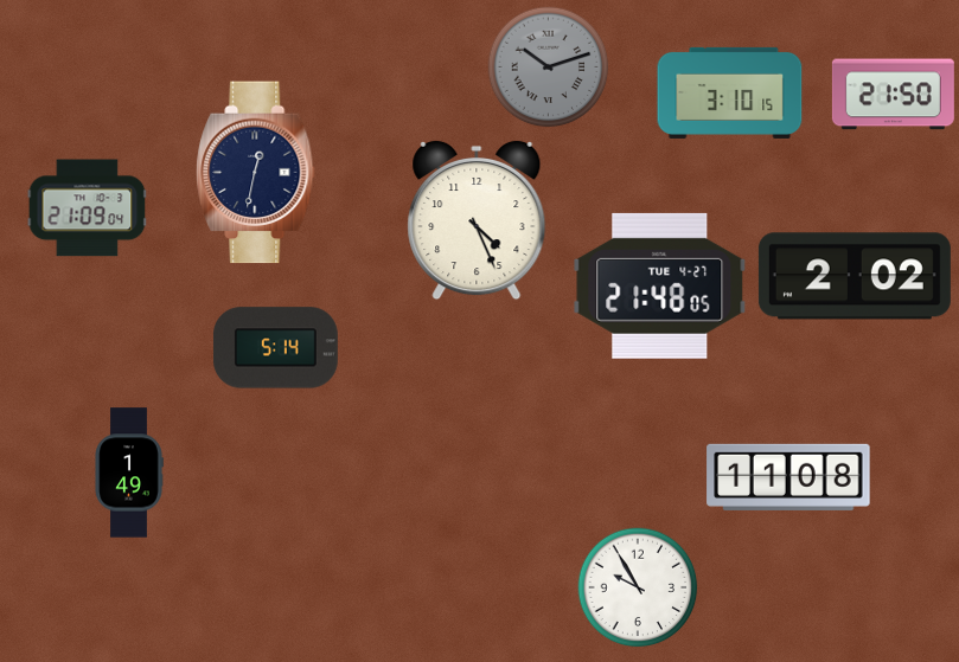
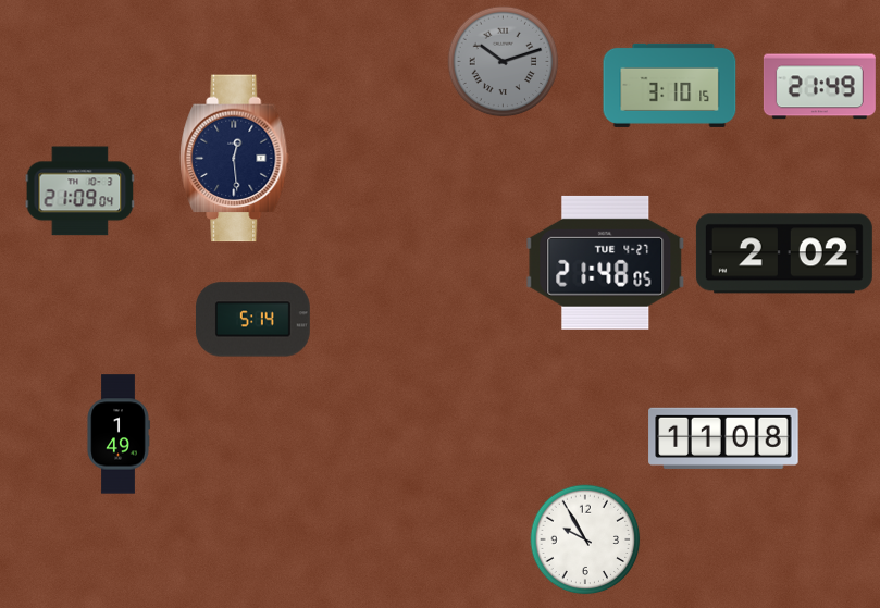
clock at (893, 95): 21:50 -> 21:49
clock at (256, 173): 12:32 -> 12:29
clock at (477, 220): 4:26 -> none
